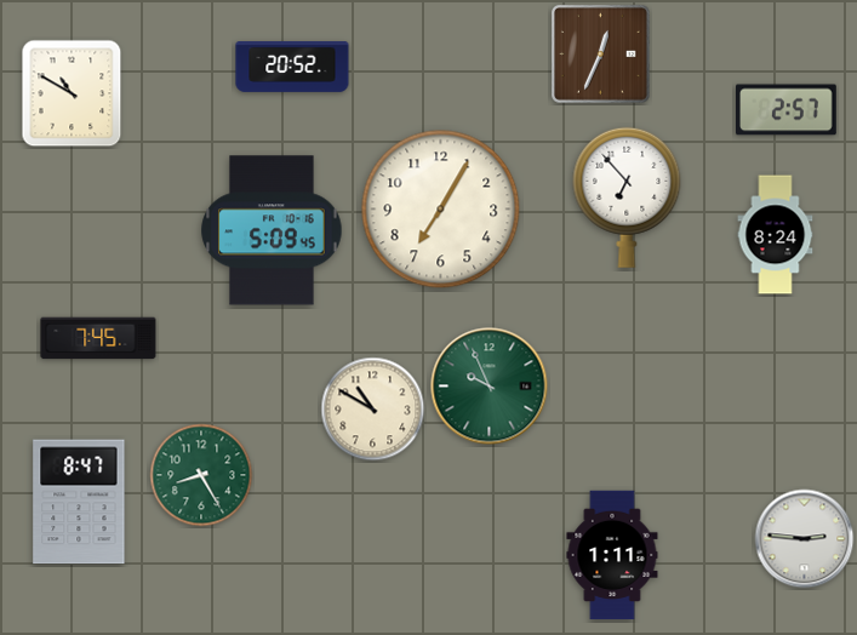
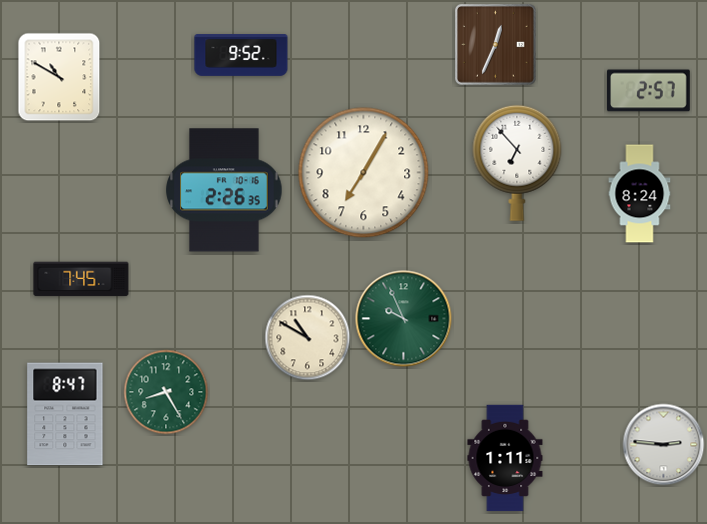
clock at (292, 68): 20:52 -> 9:52
clock at (272, 230): 5:09 -> 2:26
